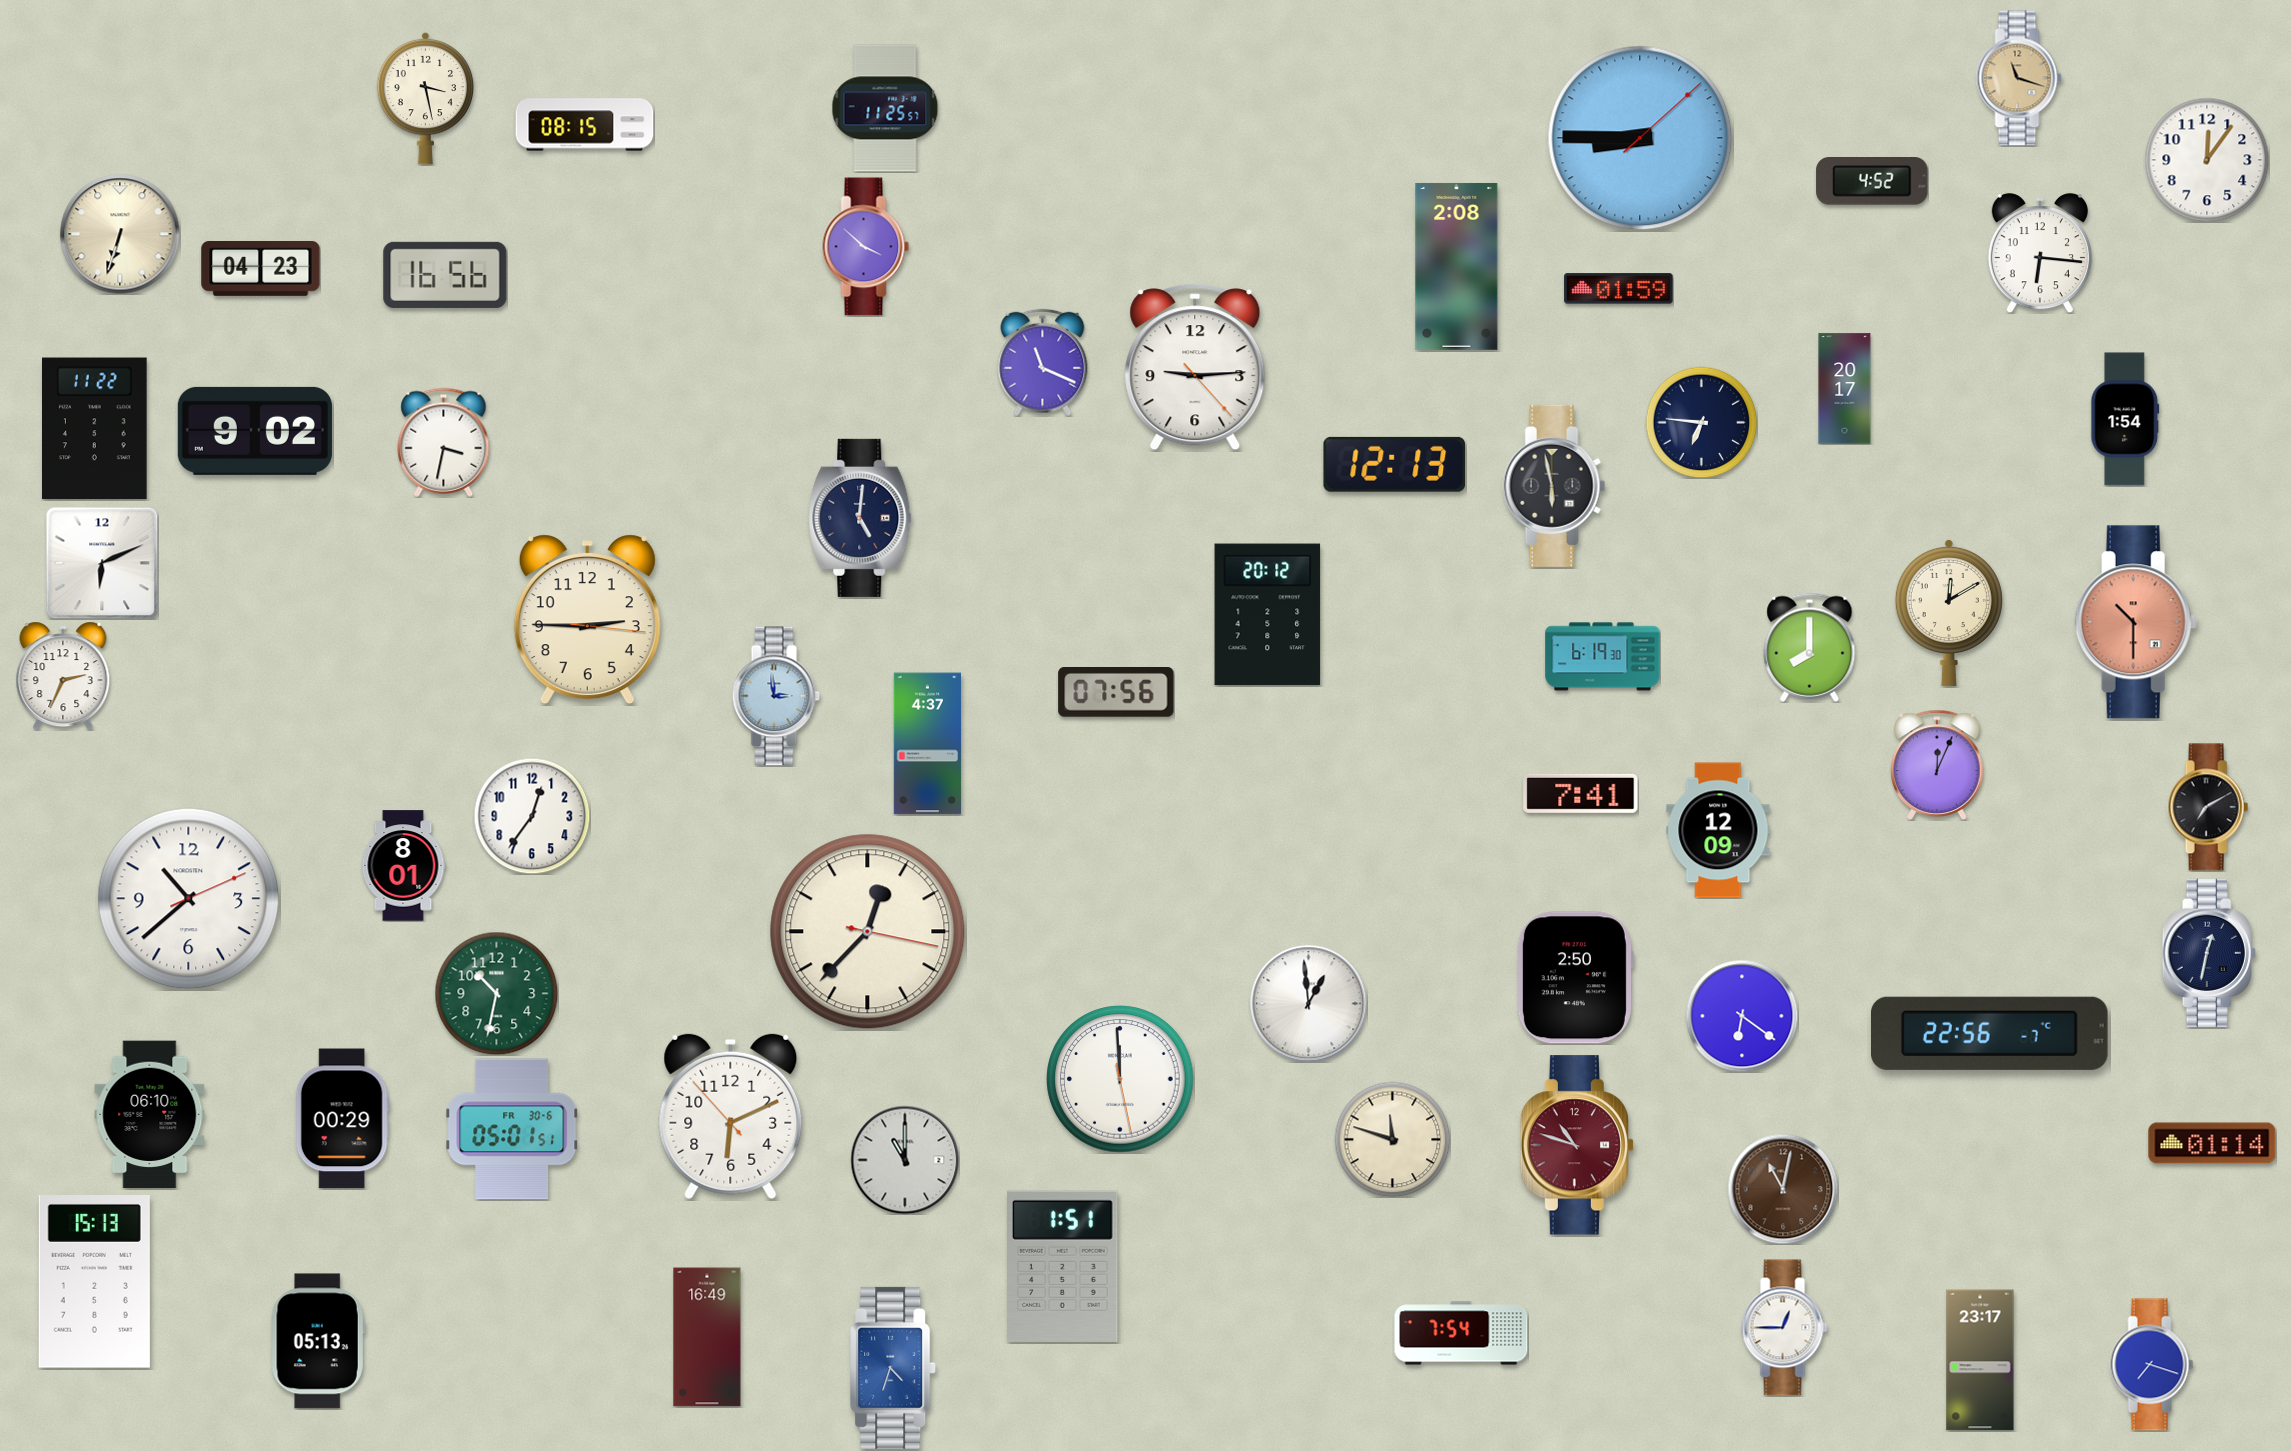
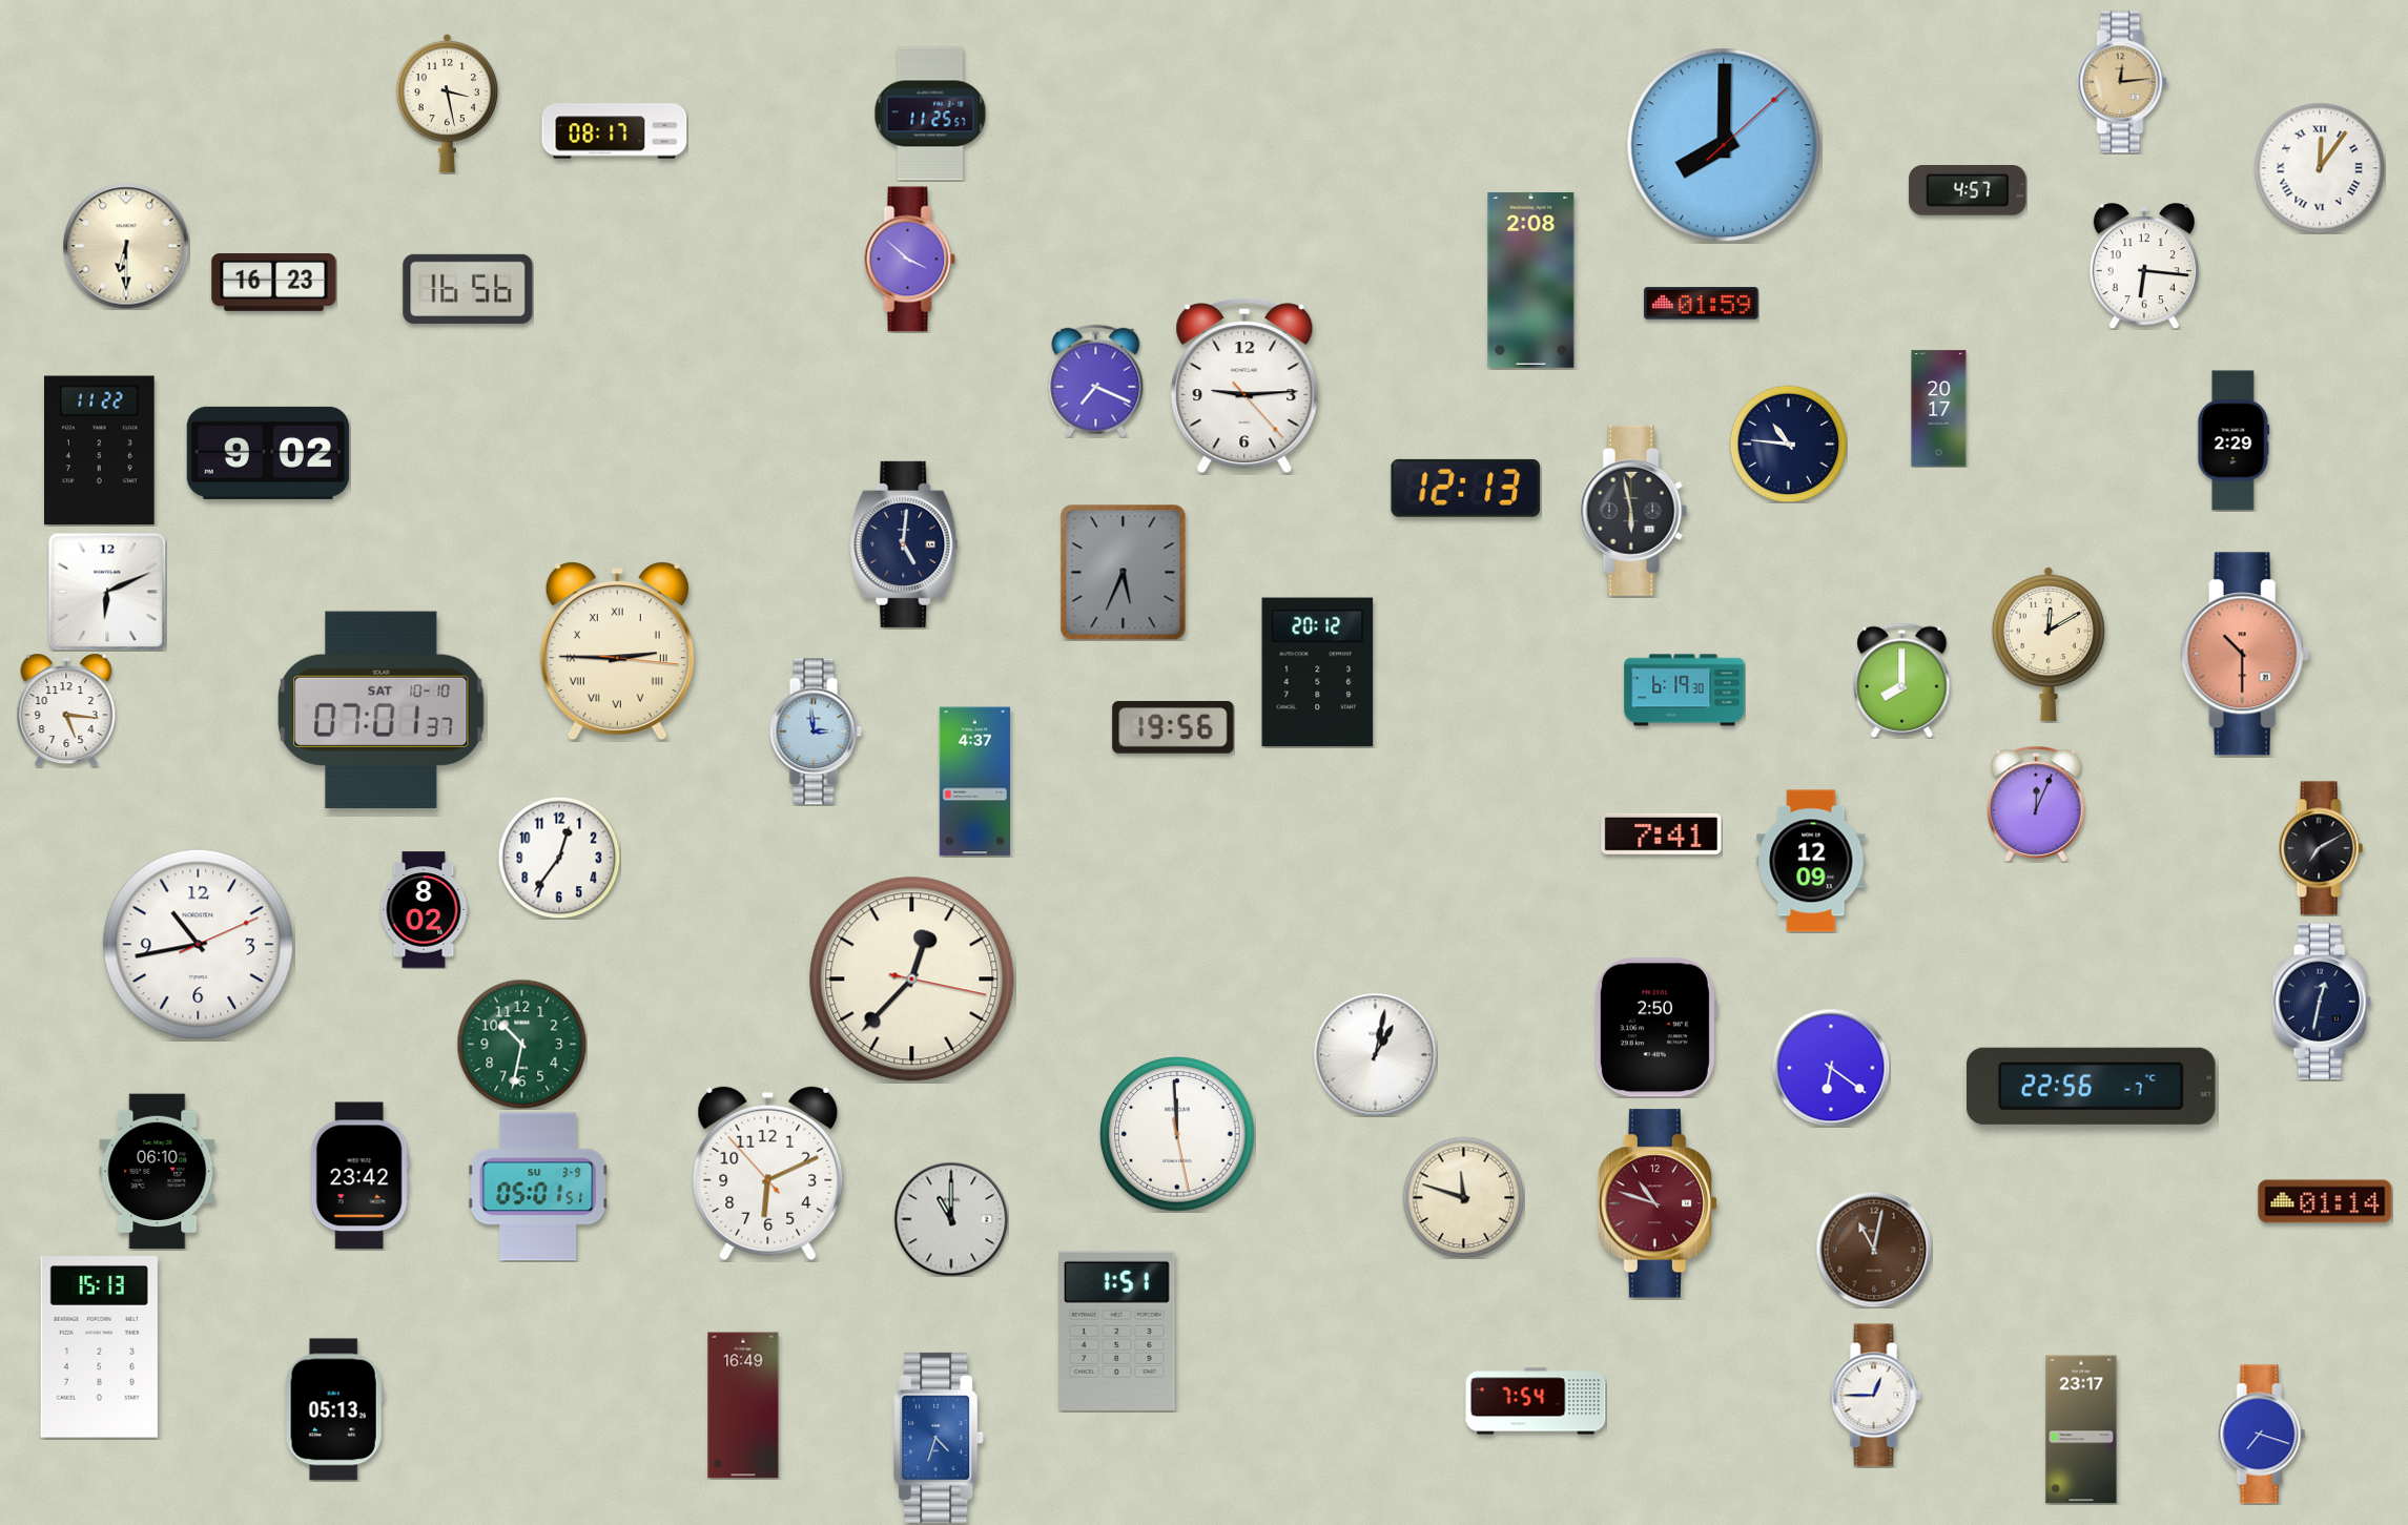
clock at (2019, 78): 11:18 -> 12:14
clock at (585, 125): 08:15 -> 08:17
clock at (1640, 138): 8:45 -> 8:00
clock at (2207, 160) numerals: Arabic -> Roman
clock at (1872, 182): 4:52 -> 4:57
clock at (120, 234): 6:33 -> 6:30
clock at (261, 269): 04:23 -> 16:23
clock at (1043, 362): 11:19 -> 7:19
clock at (1195, 367) position: (1195, 367) -> (1244, 386)
clock at (2125, 419): 1:54 -> 2:29
clock at (1701, 422): 6:46 -> 10:46
clock at (444, 442): 3:32 -> none
clock at (1124, 573): none -> 5:34
clock at (1268, 615) position: (1268, 615) -> (1318, 673)
clock at (587, 620) numerals: Arabic -> Roman
clock at (382, 709): none -> 07:01
clock at (63, 676): 2:34 -> 5:16
clock at (1116, 693): 07:56 -> 19:56
clock at (1718, 830) position: (1718, 830) -> (1811, 861)
clock at (403, 866): 8:01 -> 8:02
clock at (189, 899): 10:38 -> 10:43
clock at (1308, 1003): 12:59 -> 1:02
clock at (342, 1119): 00:29 -> 23:42
clock at (512, 1129) date: FR 30-6 -> SU 3-9
